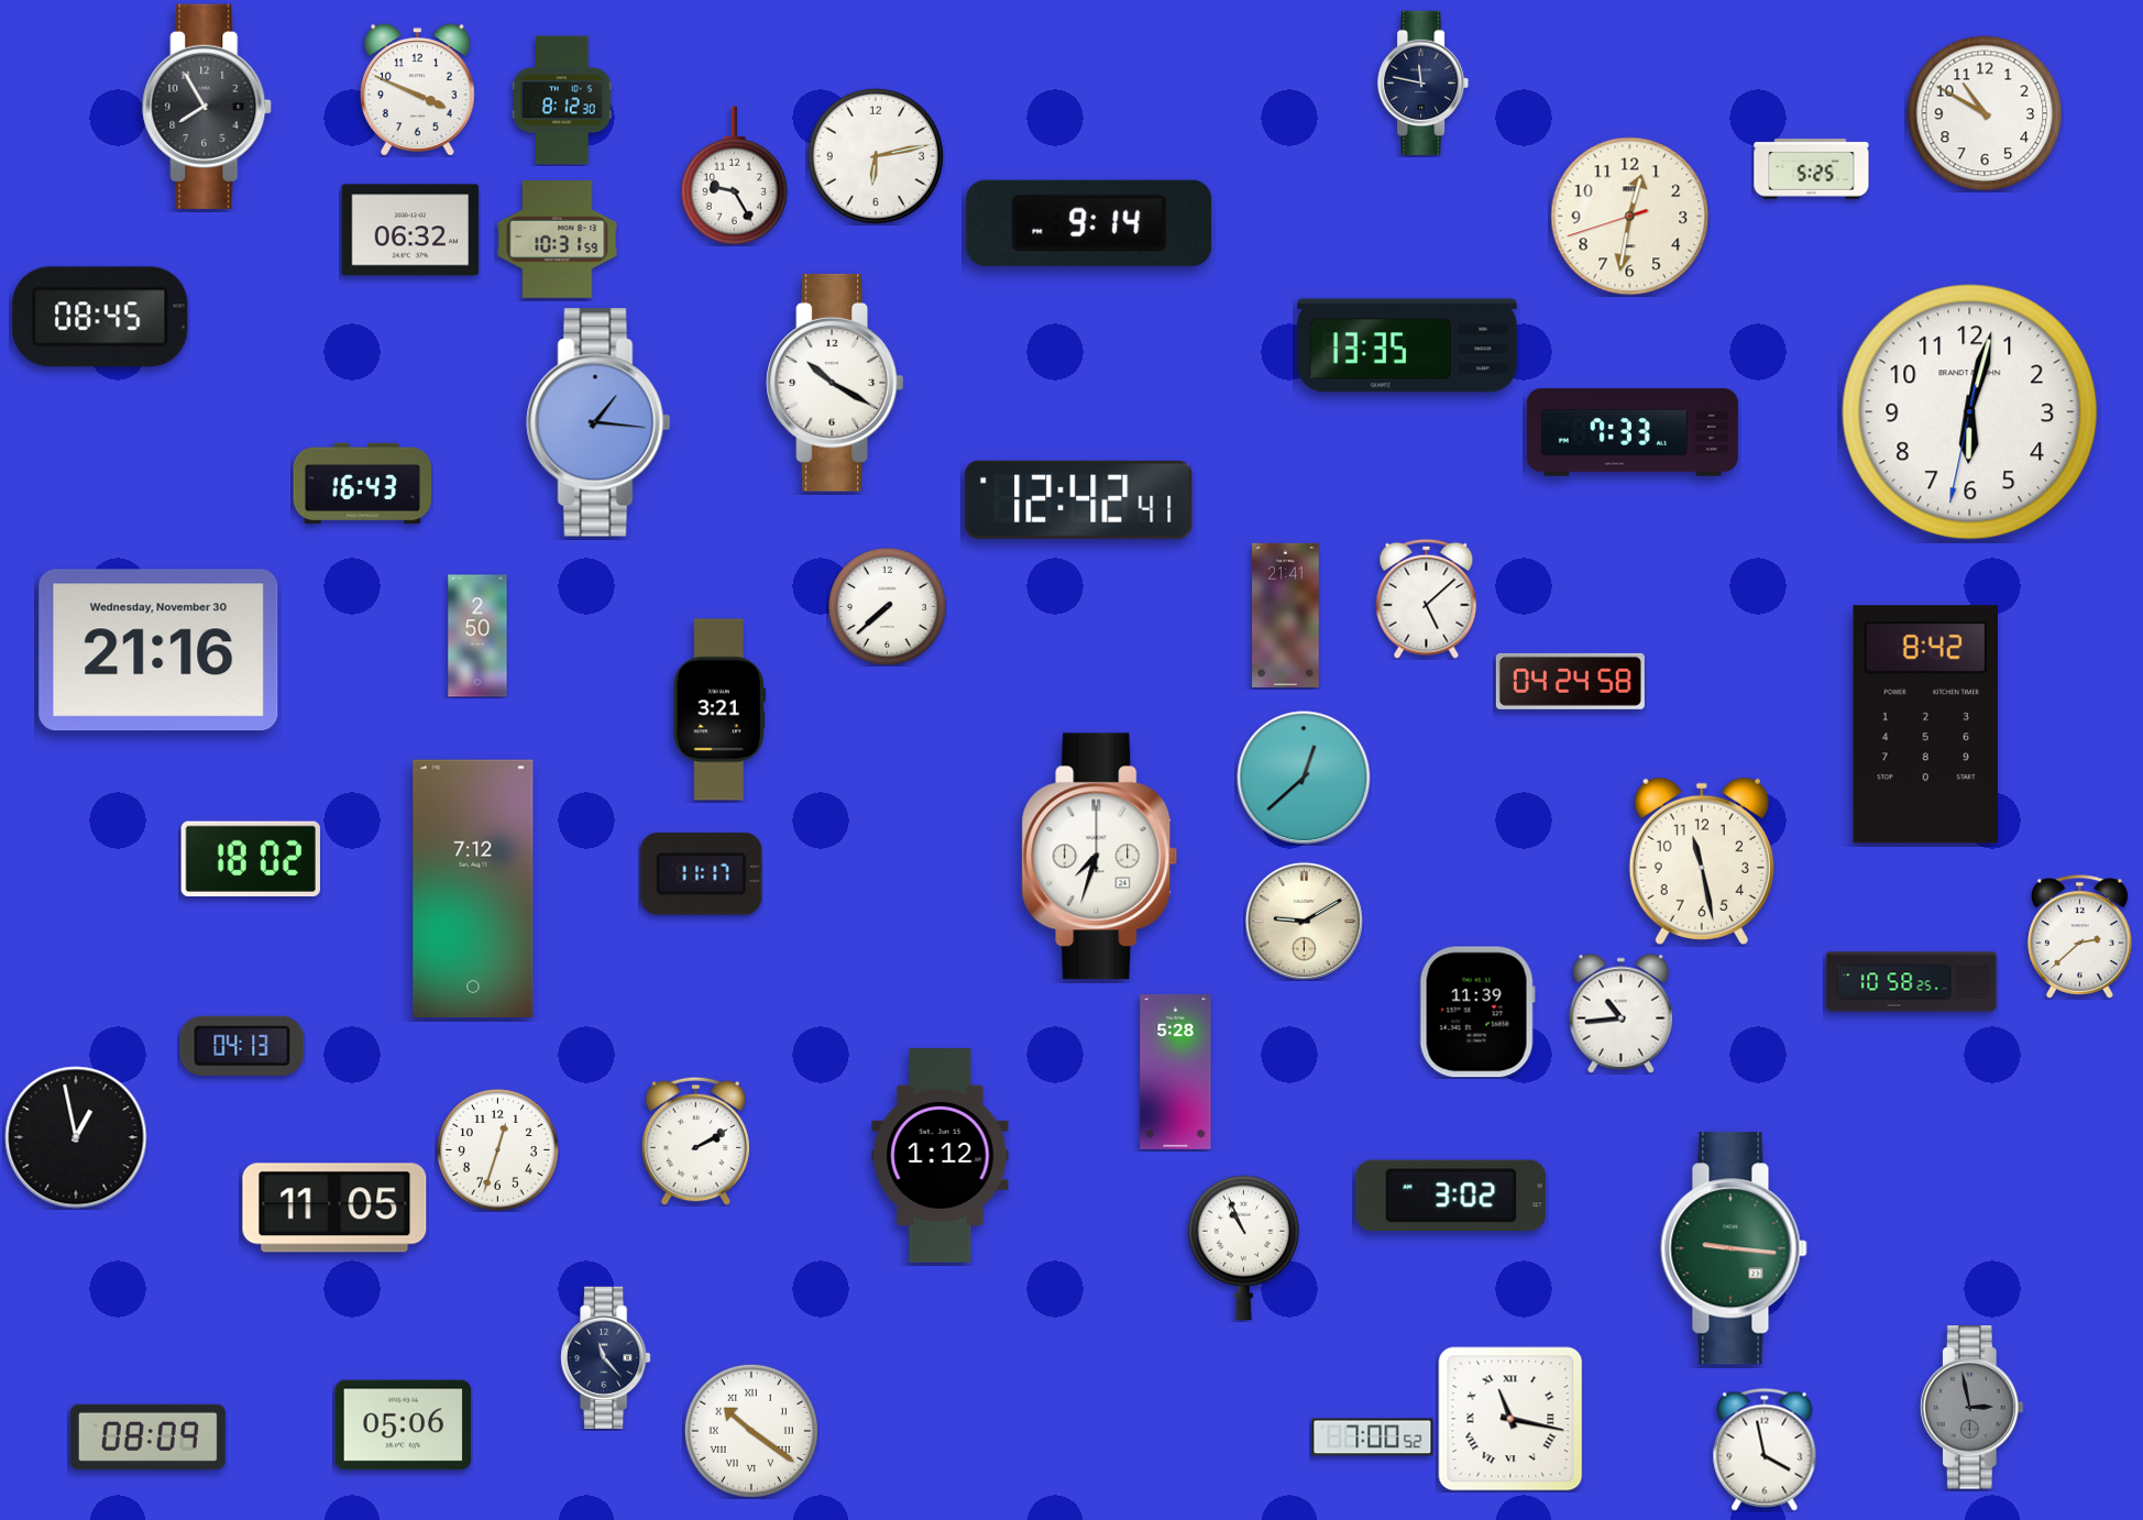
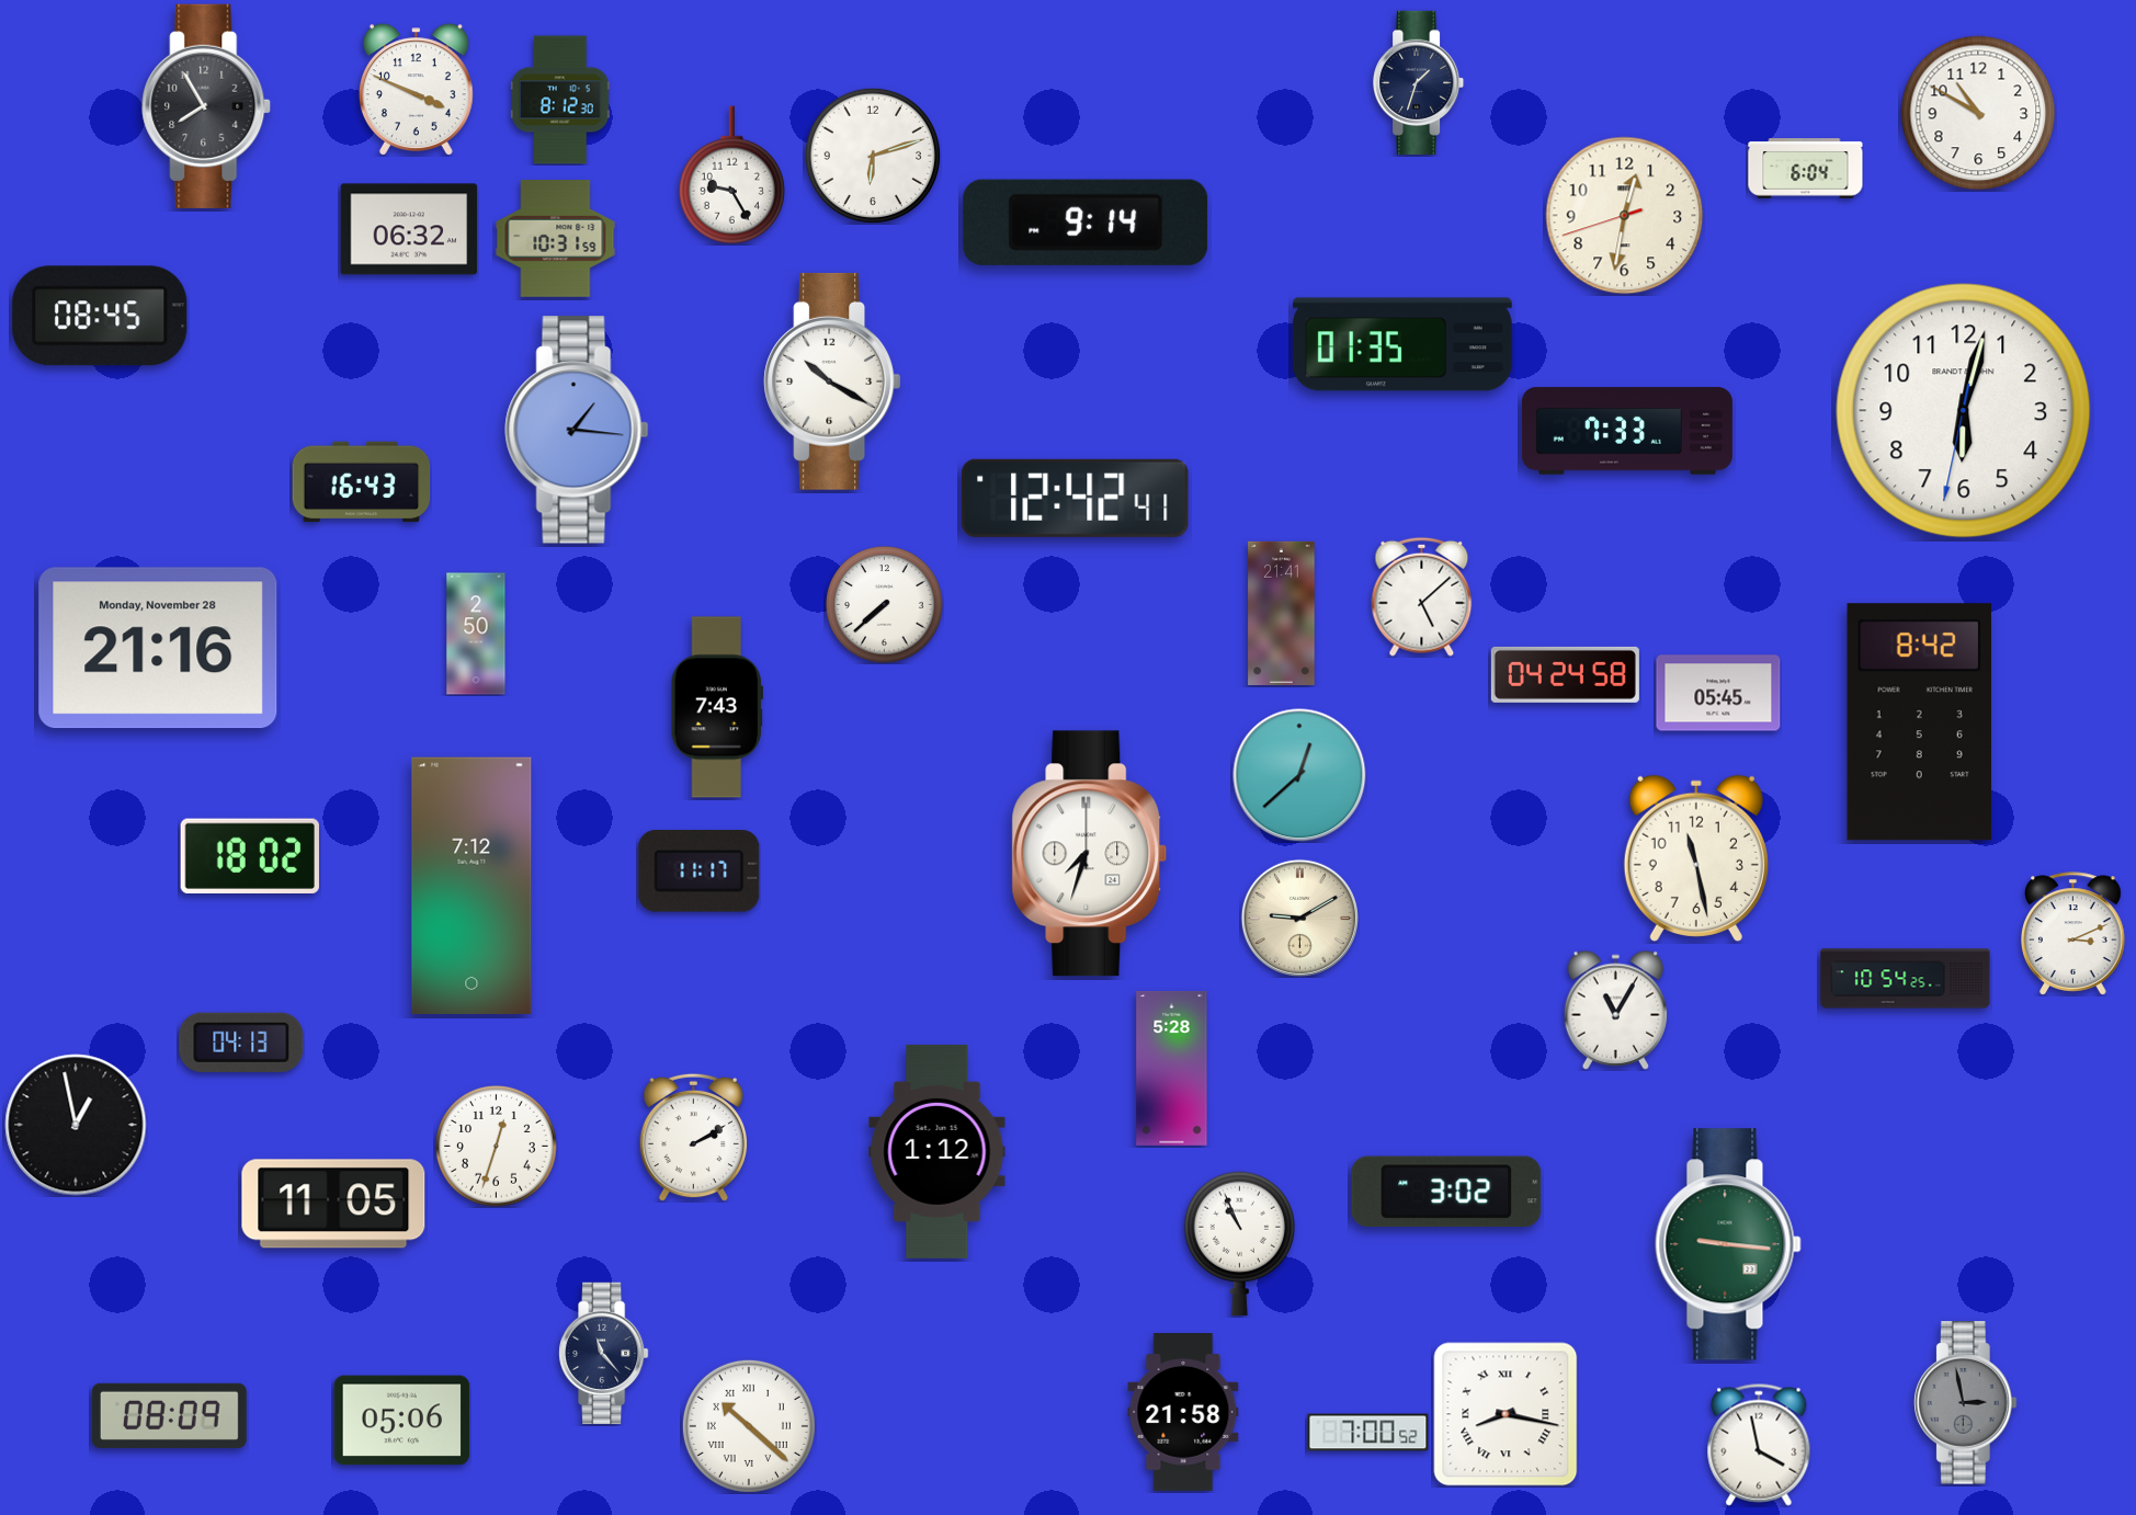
clock at (1424, 82): 11:47 -> 1:33
clock at (876, 156): 6:13 -> 6:12
clock at (1812, 169): 5:25 -> 6:04
clock at (1407, 345): 13:35 -> 01:35
clock at (598, 422) position: (598, 422) -> (577, 430)
clock at (158, 650) date: Wednesday, November 30 -> Monday, November 28
clock at (1570, 681) position: (1570, 681) -> (1565, 674)
clock at (1718, 693): none -> 05:45
clock at (719, 709): 3:21 -> 7:43
clock at (1100, 857) position: (1100, 857) -> (1090, 854)
clock at (2080, 937): 2:38 -> 3:11
clock at (1912, 982): 10:58 -> 10:54
clock at (1477, 1012): 11:39 -> none
clock at (1622, 1013): 10:44 -> 11:05
clock at (76, 1137) position: (76, 1137) -> (76, 1125)
clock at (1183, 1413): none -> 21:58
clock at (1510, 1419): 11:17 -> 8:17
clock at (751, 1431): 10:21 -> 10:22
clock at (147, 1436) position: (147, 1436) -> (169, 1415)
